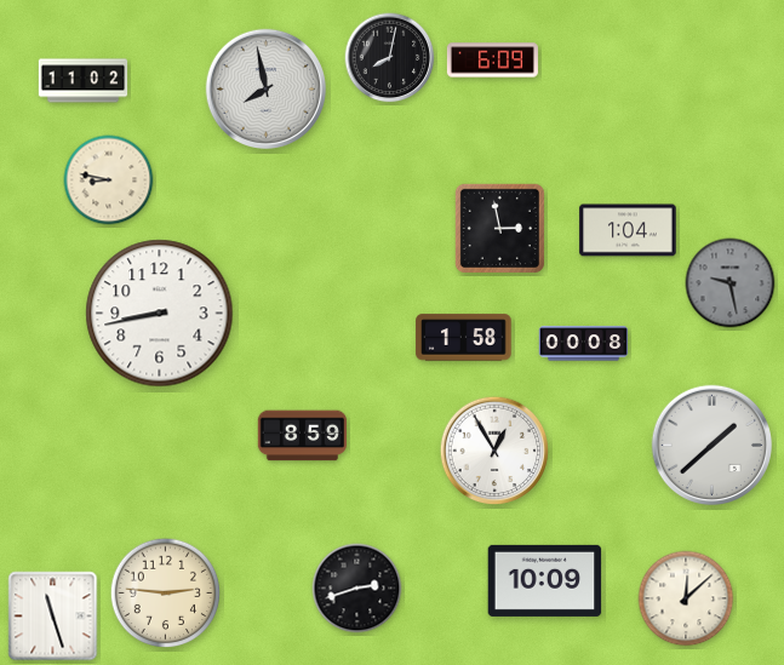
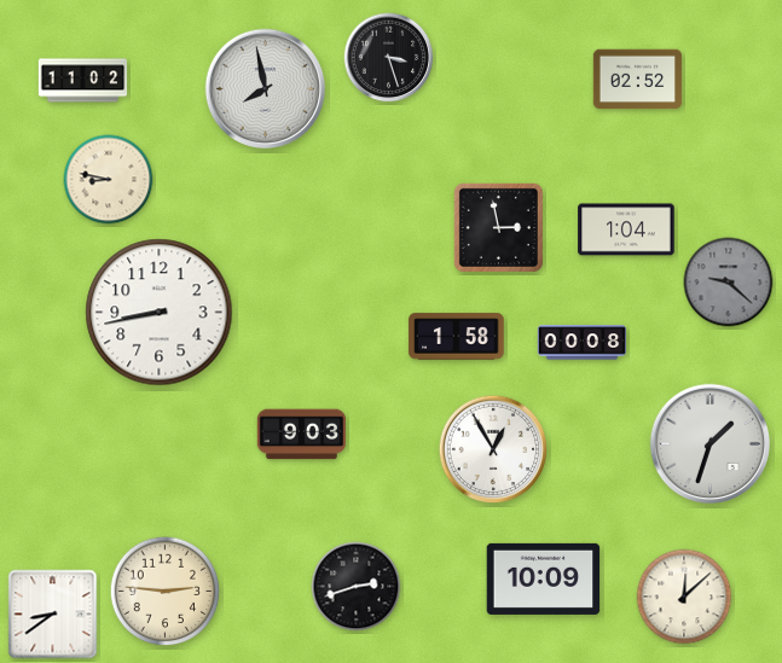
clock at (390, 58): 8:02 -> 3:27
clock at (492, 61): 6:09 -> none
clock at (638, 80): none -> 02:52
clock at (731, 283): 9:28 -> 9:22
clock at (464, 338) position: (464, 338) -> (457, 337)
clock at (303, 436): 8:59 -> 9:03
clock at (711, 445): 1:38 -> 1:33
clock at (53, 617): 11:27 -> 8:39
